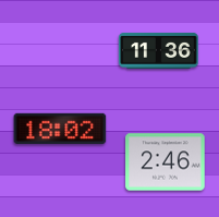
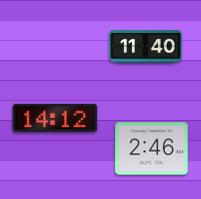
clock at (159, 50): 11:36 -> 11:40
clock at (60, 128): 18:02 -> 14:12
